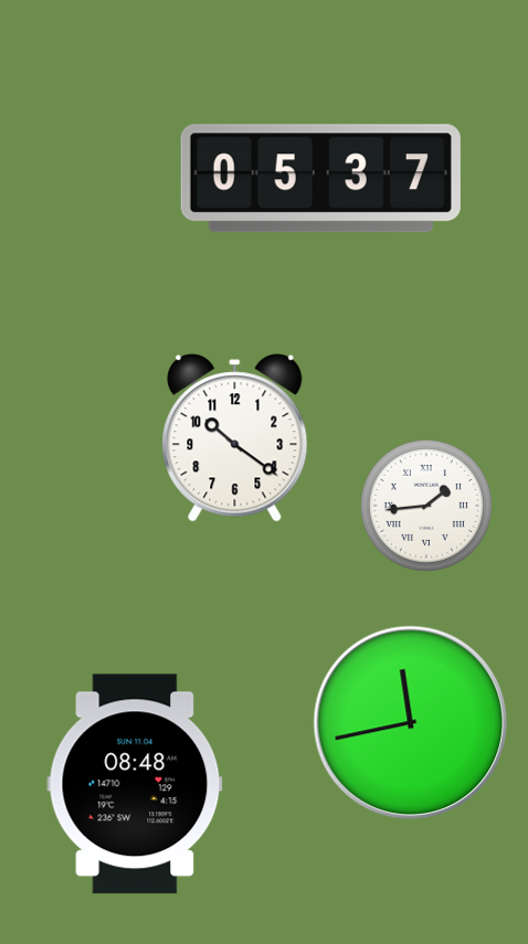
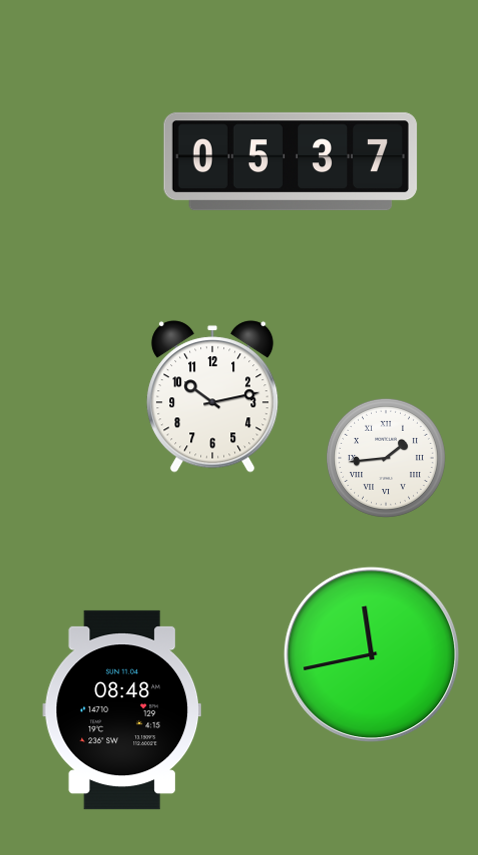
clock at (235, 438): 10:21 -> 10:13
